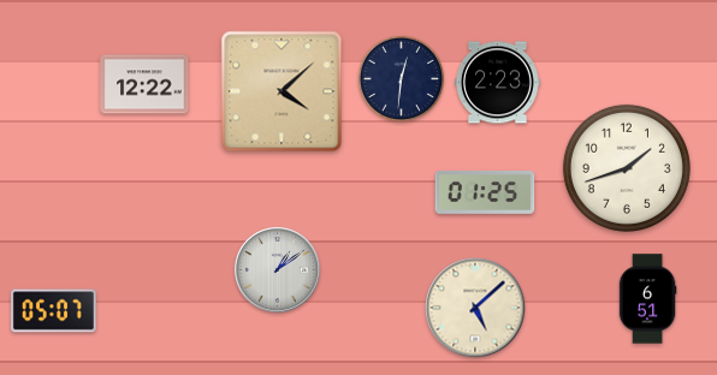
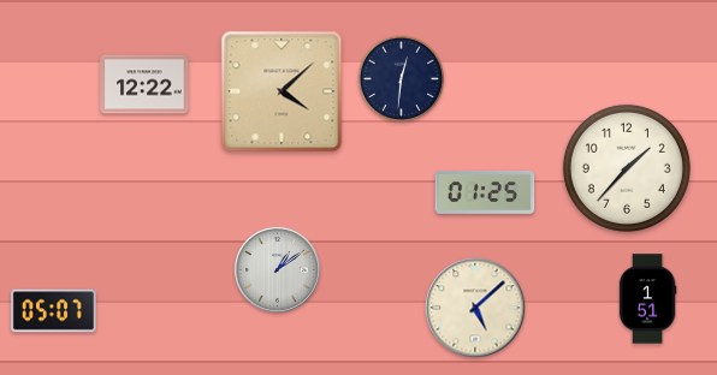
clock at (497, 83): 2:23 -> none
clock at (627, 168): 1:42 -> 1:37
clock at (647, 299): 6:51 -> 1:51
